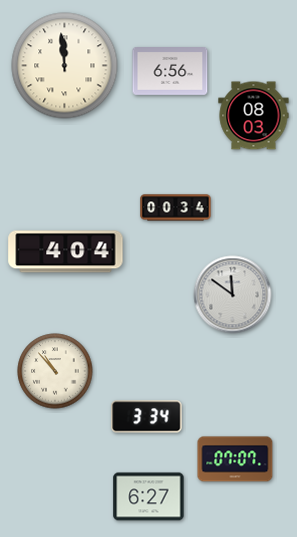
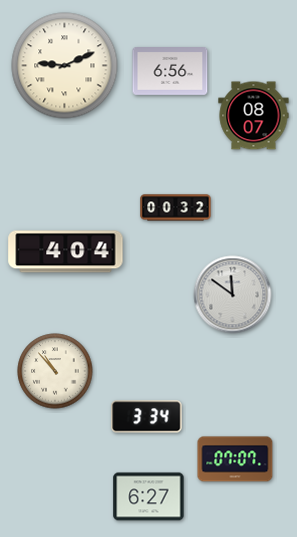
clock at (65, 66): 11:59 -> 9:11
clock at (254, 116): 08:03 -> 08:07
clock at (176, 208): 00:34 -> 00:32
